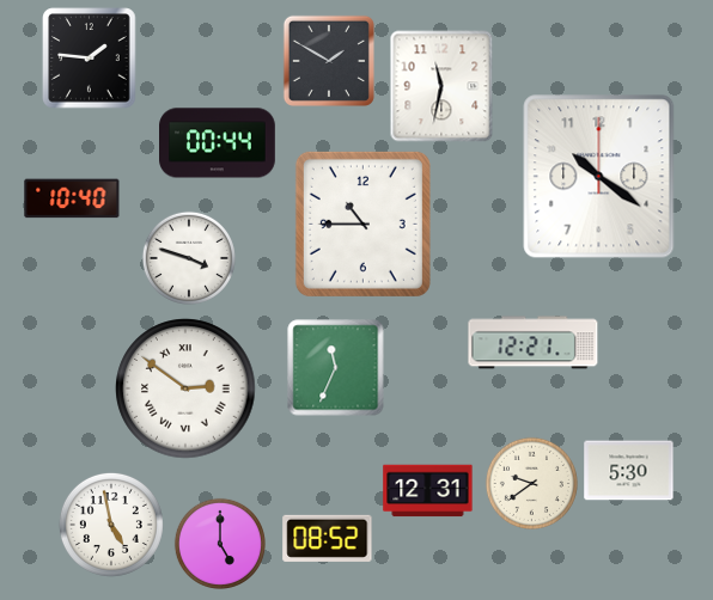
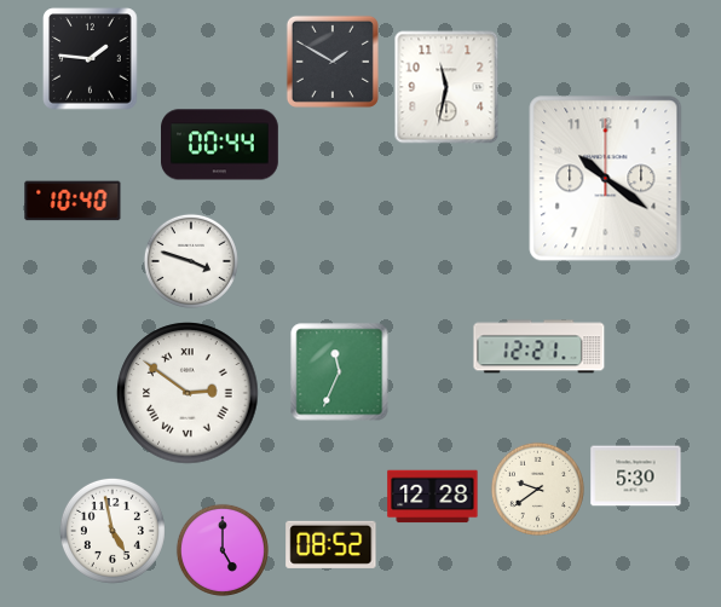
clock at (362, 224): 10:45 -> none
clock at (428, 491): 12:31 -> 12:28
